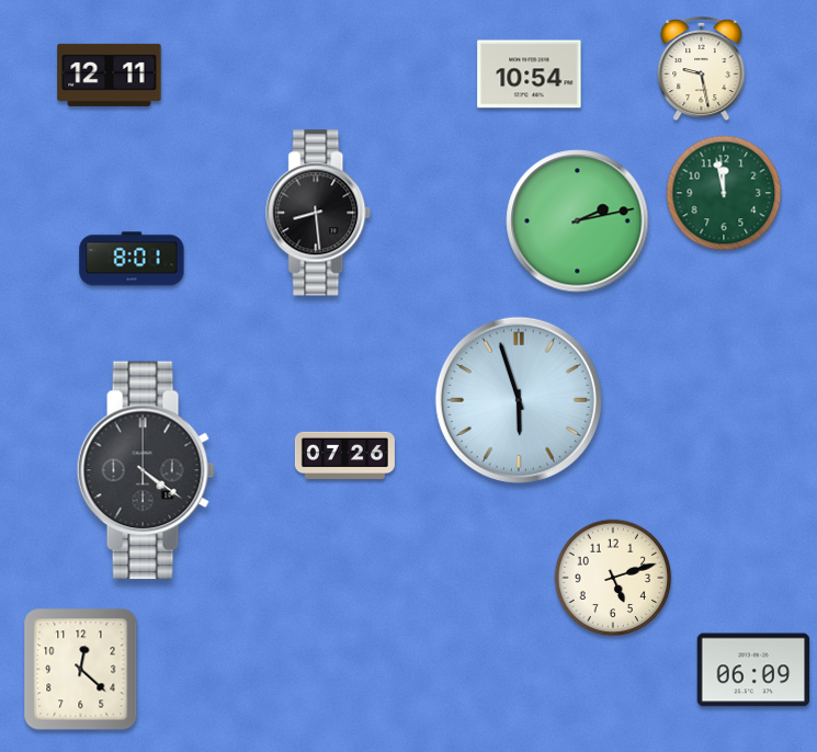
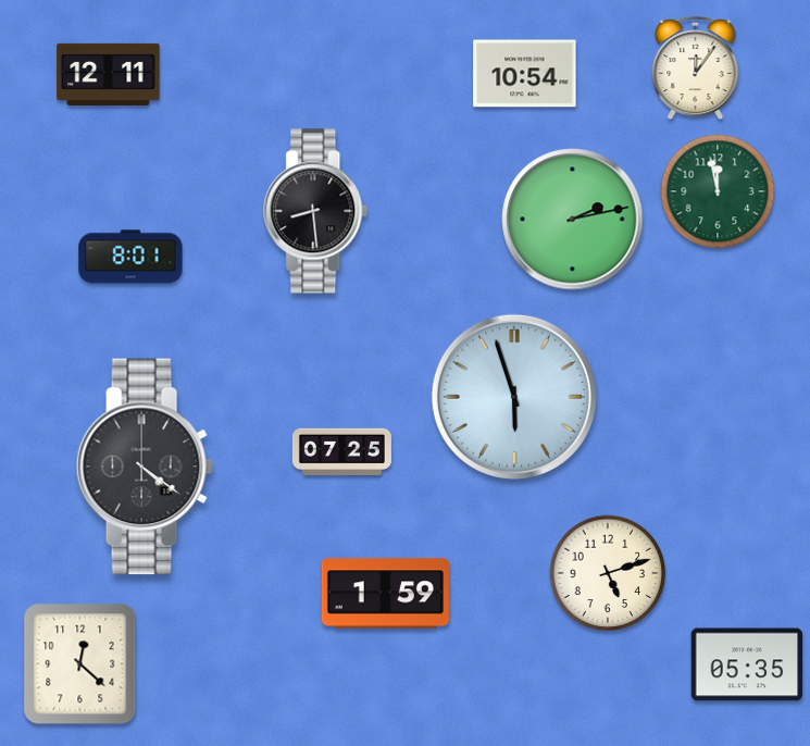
clock at (702, 69): 9:28 -> 12:06
clock at (344, 455): 07:26 -> 07:25
clock at (385, 594): none -> 1:59
clock at (753, 670): 06:09 -> 05:35
